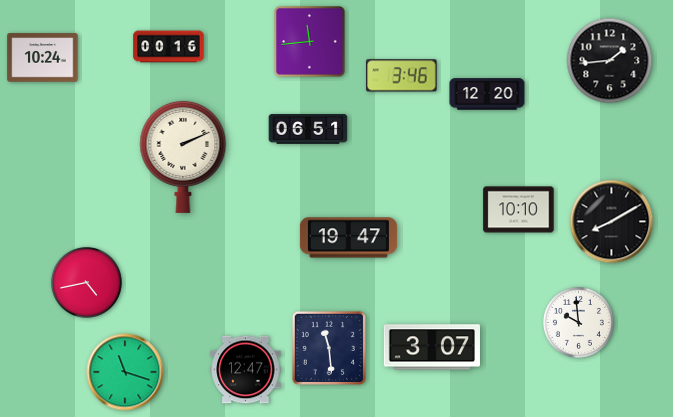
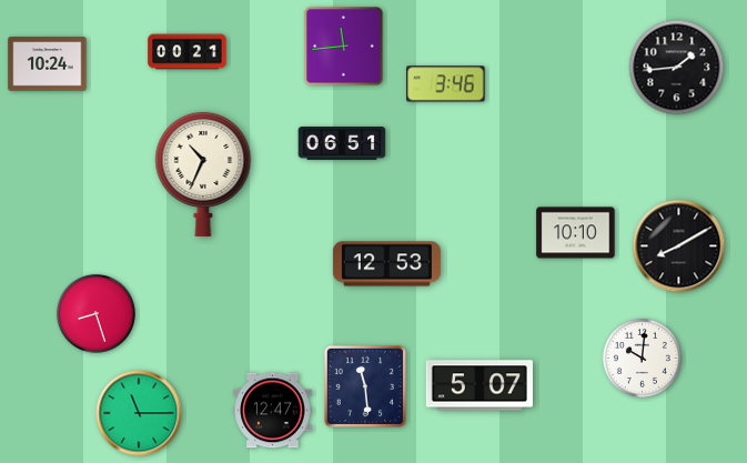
clock at (169, 47): 00:16 -> 00:21
clock at (487, 94): 12:20 -> none
clock at (183, 156): 2:11 -> 10:34
clock at (348, 238): 19:47 -> 12:53
clock at (86, 282): 4:43 -> 8:27
clock at (578, 322): 9:59 -> 10:01
clock at (432, 347): 3:07 -> 5:07
clock at (125, 372): 11:18 -> 11:15
